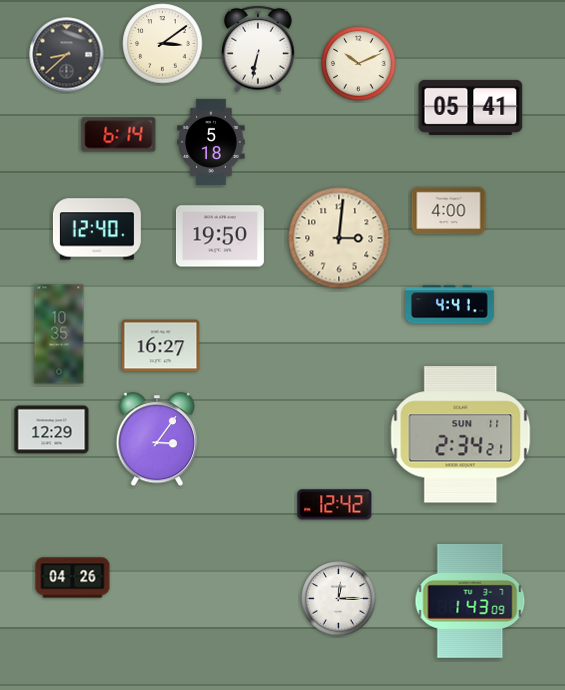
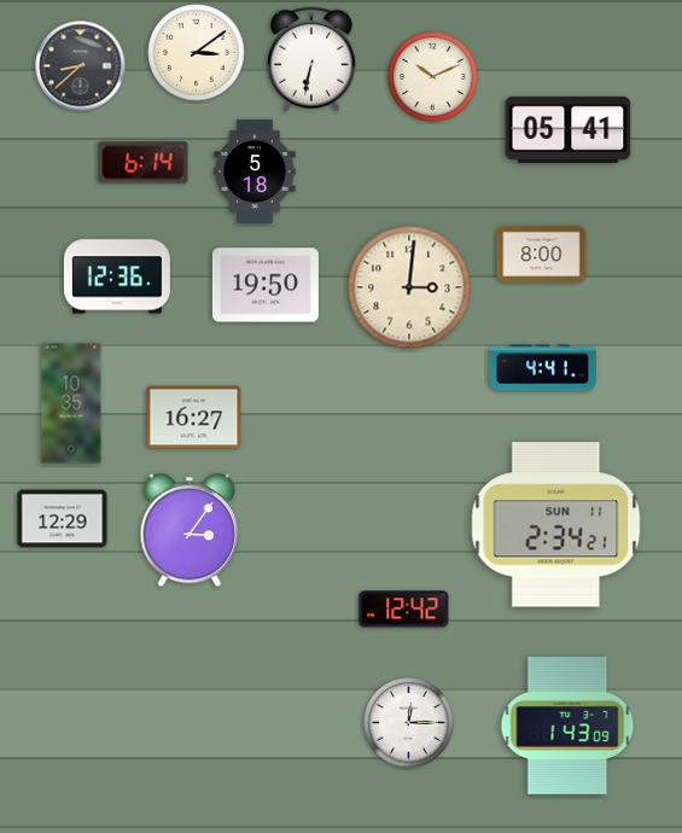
clock at (449, 211): 4:00 -> 8:00
clock at (97, 229): 12:40 -> 12:36
clock at (73, 578): 04:26 -> none
